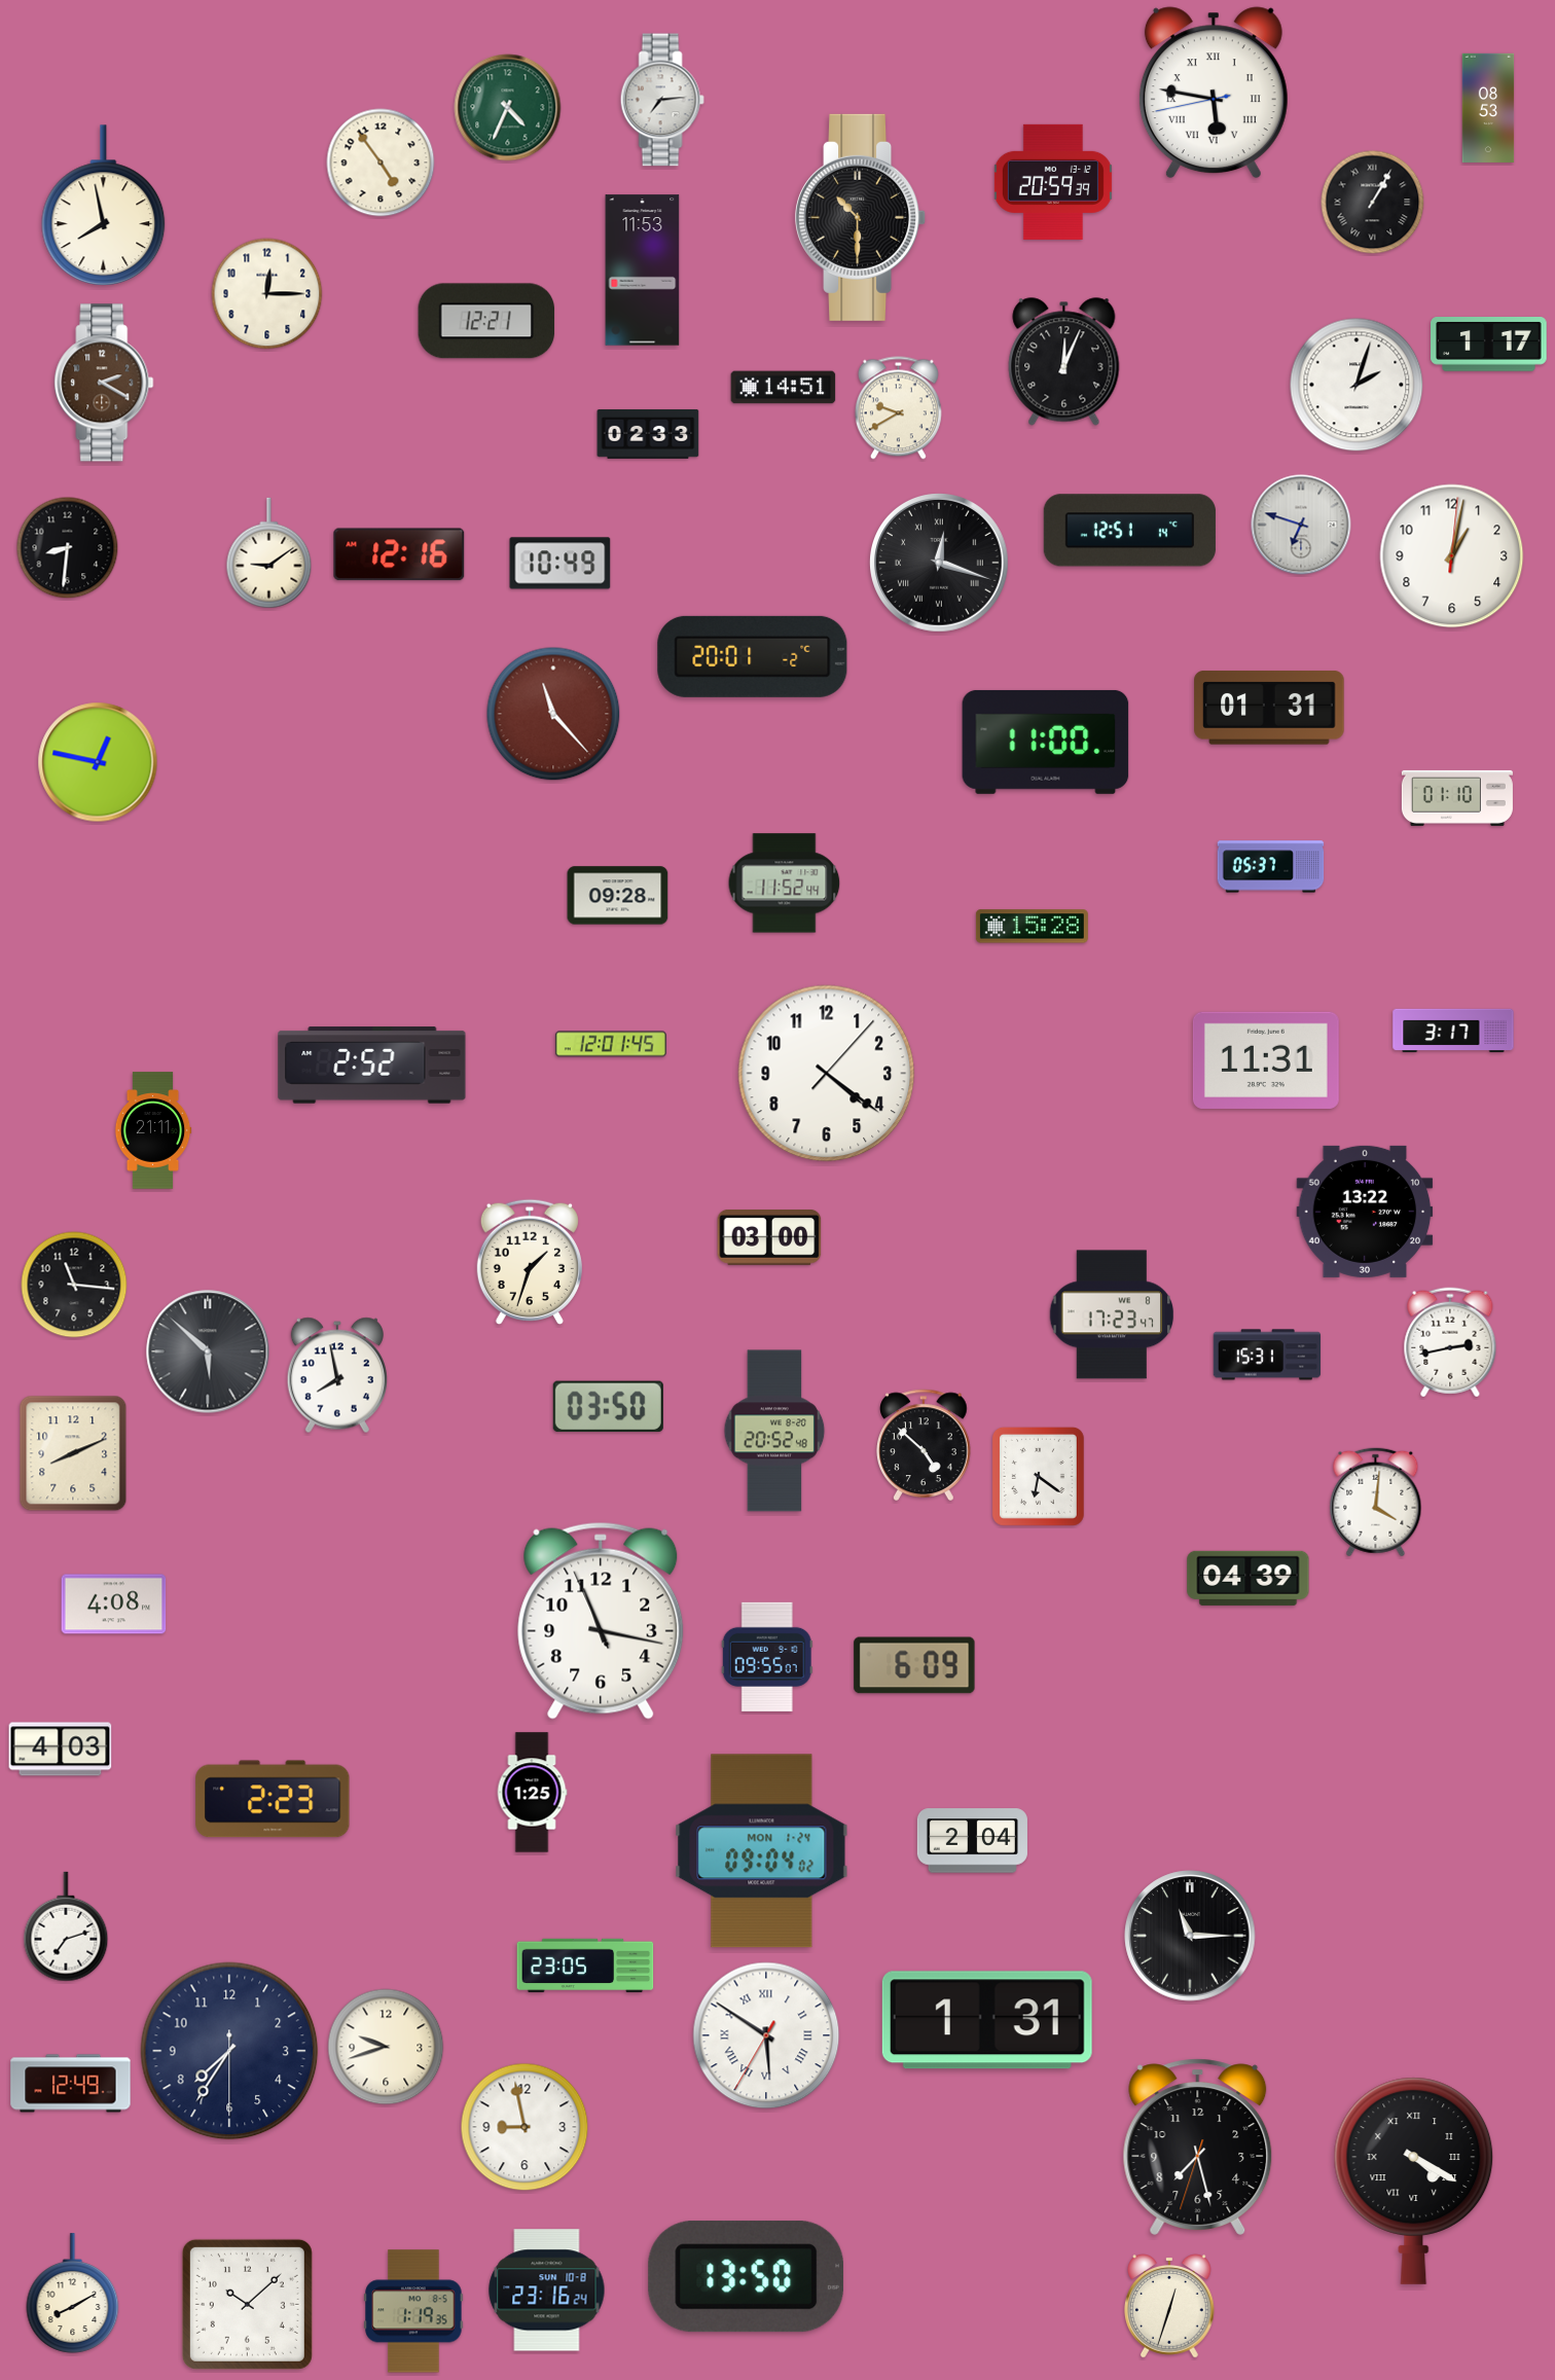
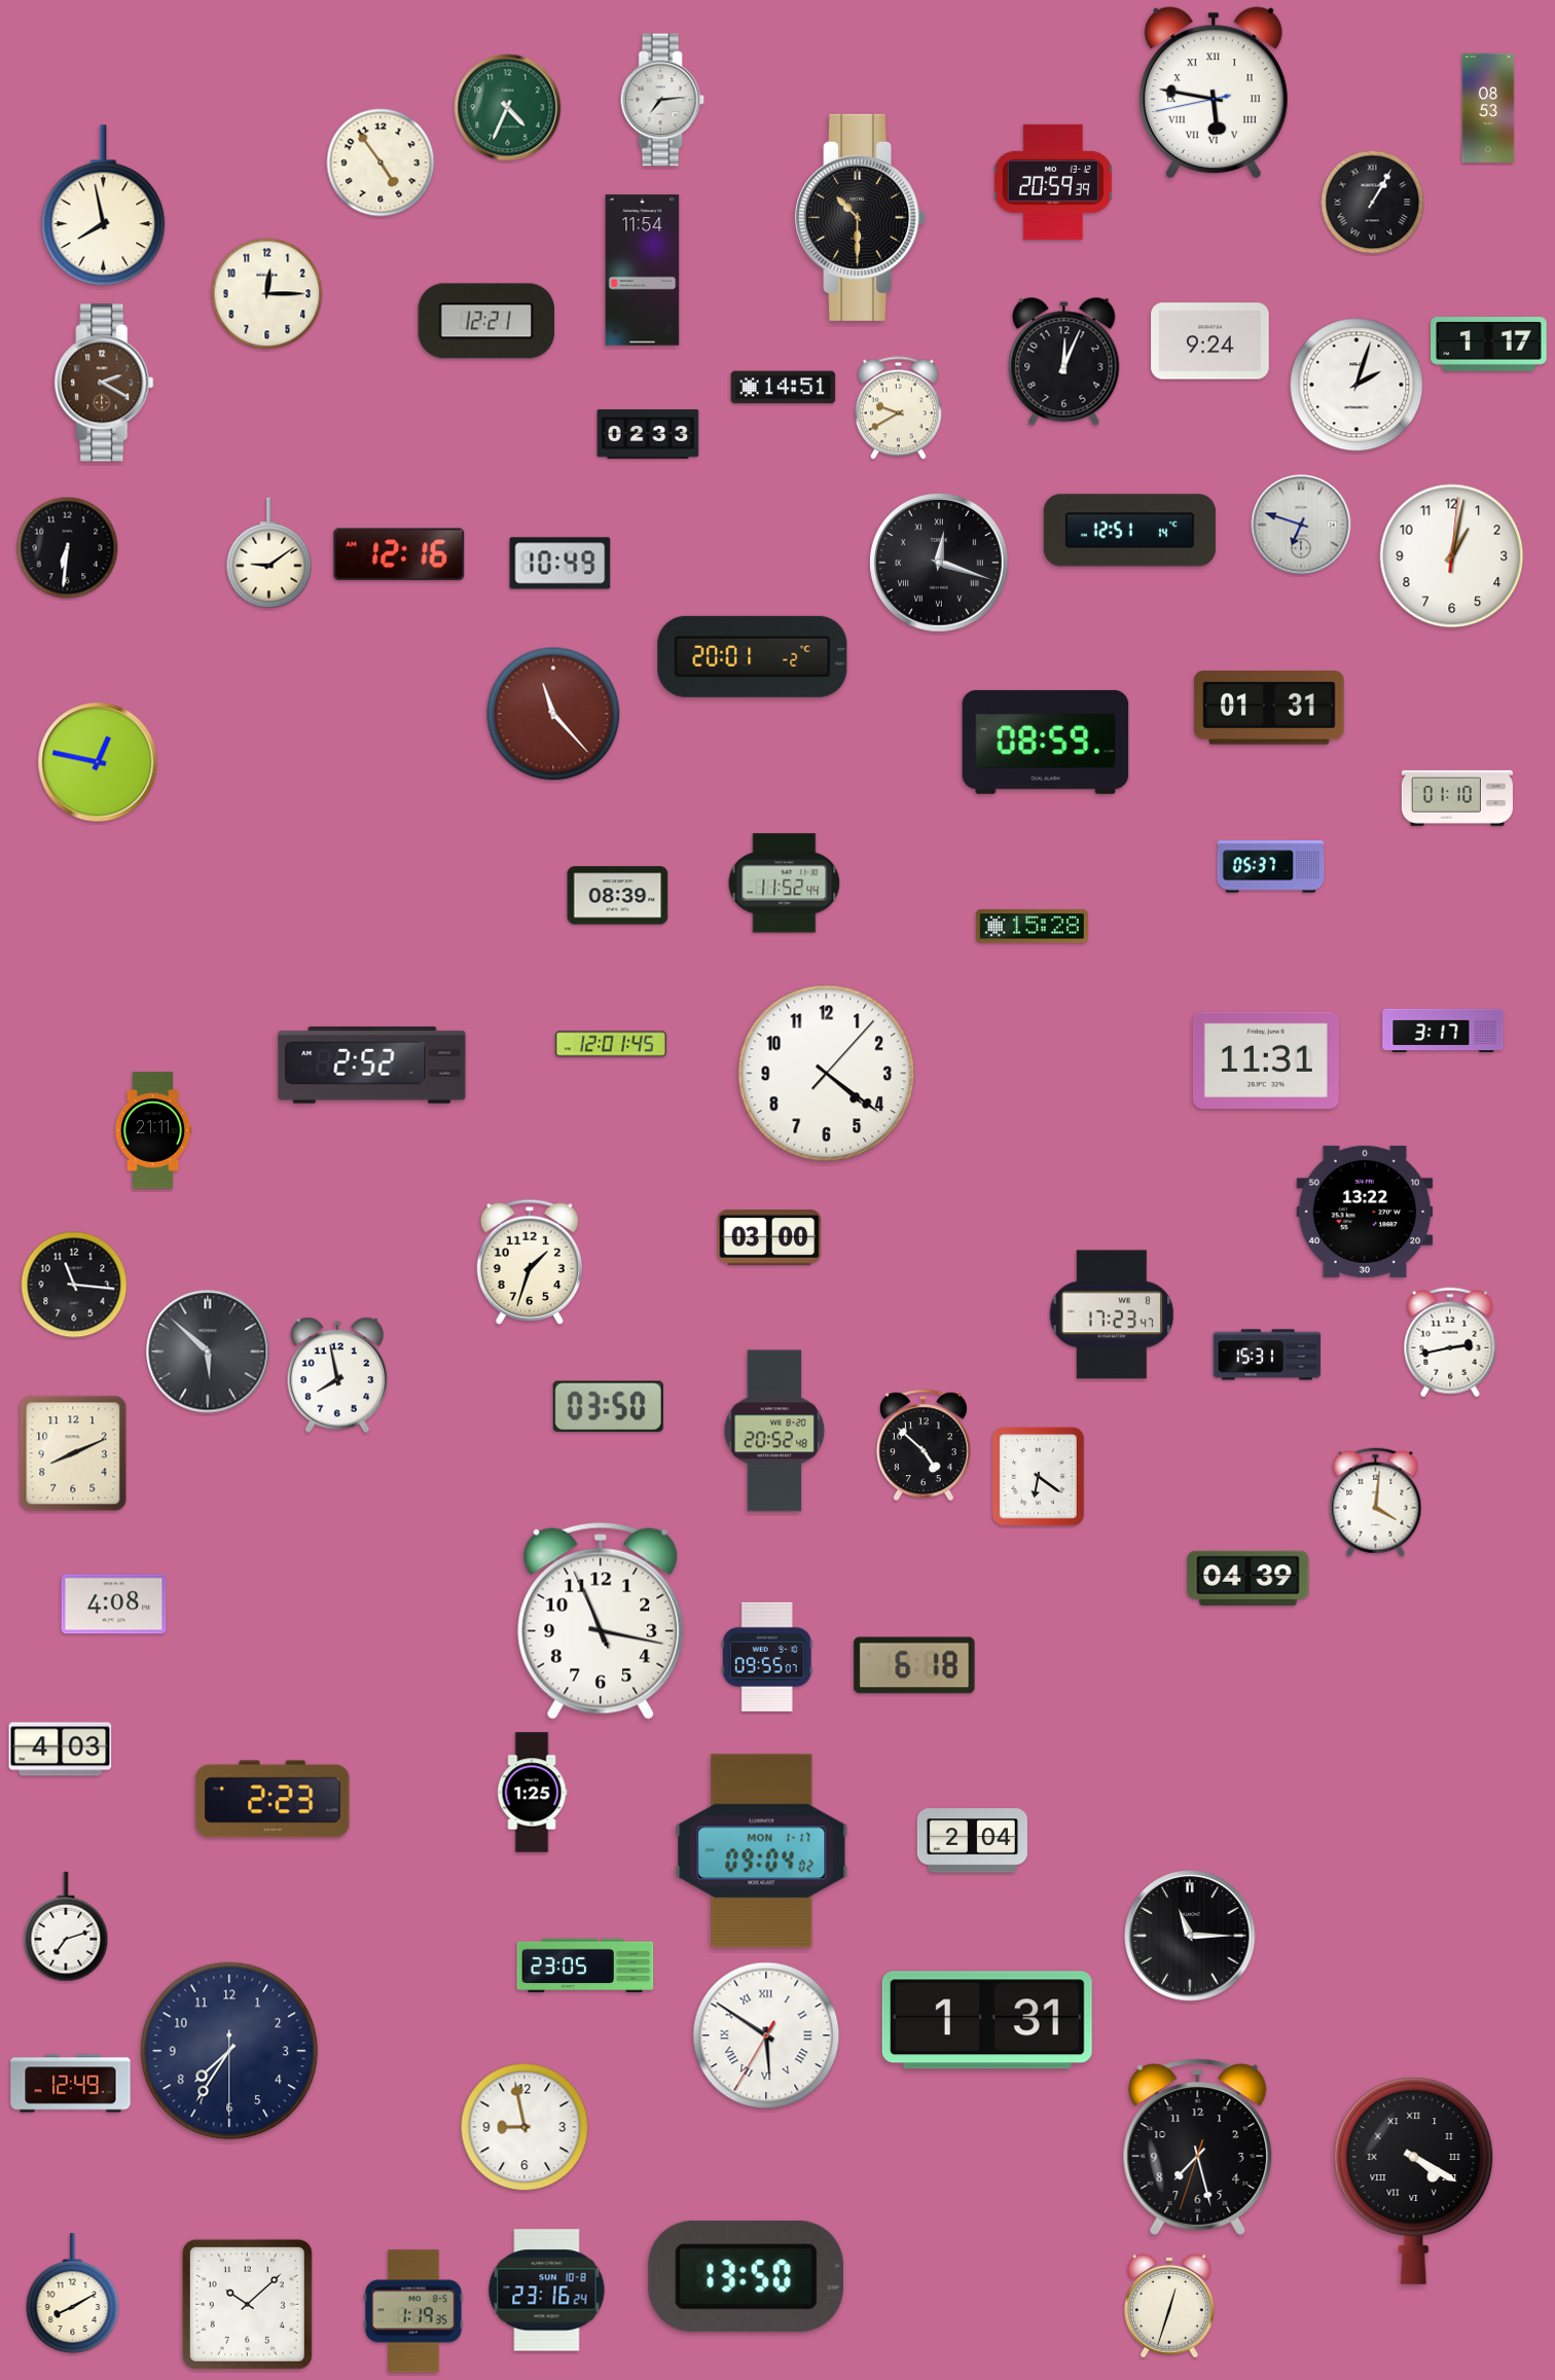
clock at (643, 271): 11:53 -> 11:54
clock at (1210, 341): none -> 9:24
clock at (68, 548): 8:31 -> 6:31
clock at (1046, 742): 11:00 -> 08:59
clock at (618, 896): 09:28 -> 08:39
clock at (1453, 1031) position: (1453, 1031) -> (1443, 1031)
clock at (914, 1665): 6:09 -> 6:18
clock at (762, 1851) date: MON 1-24 -> MON 1-17
clock at (386, 2047): 9:42 -> none
